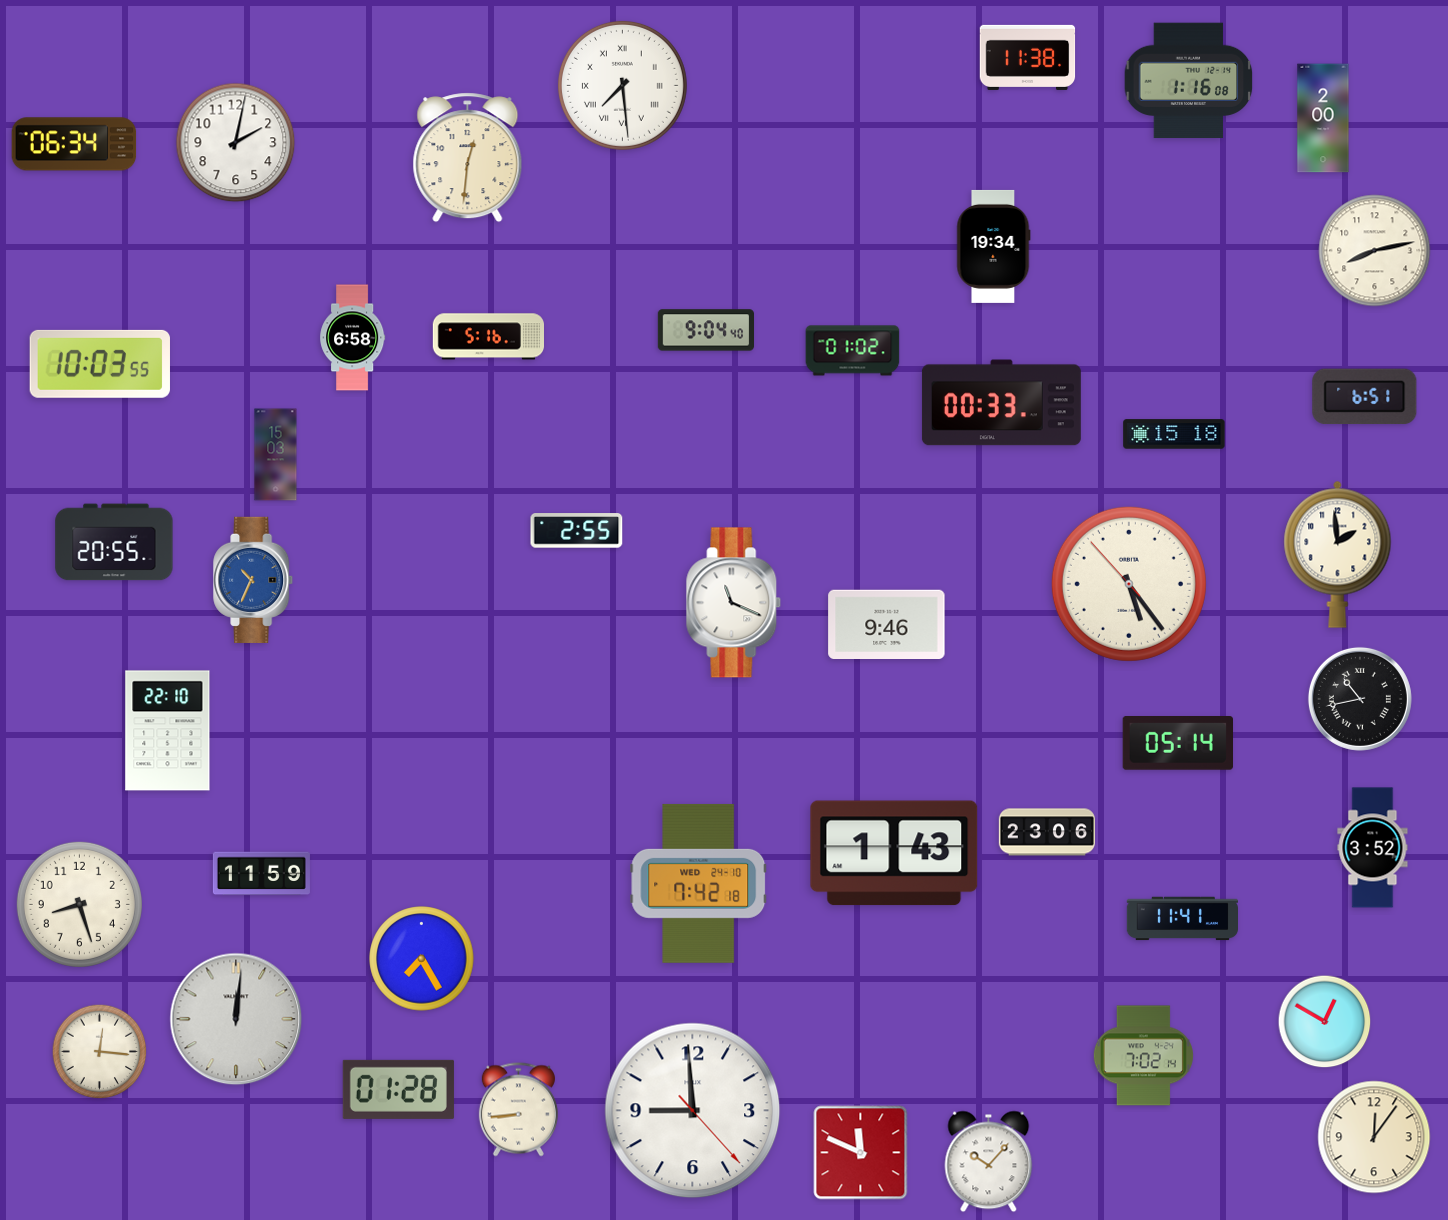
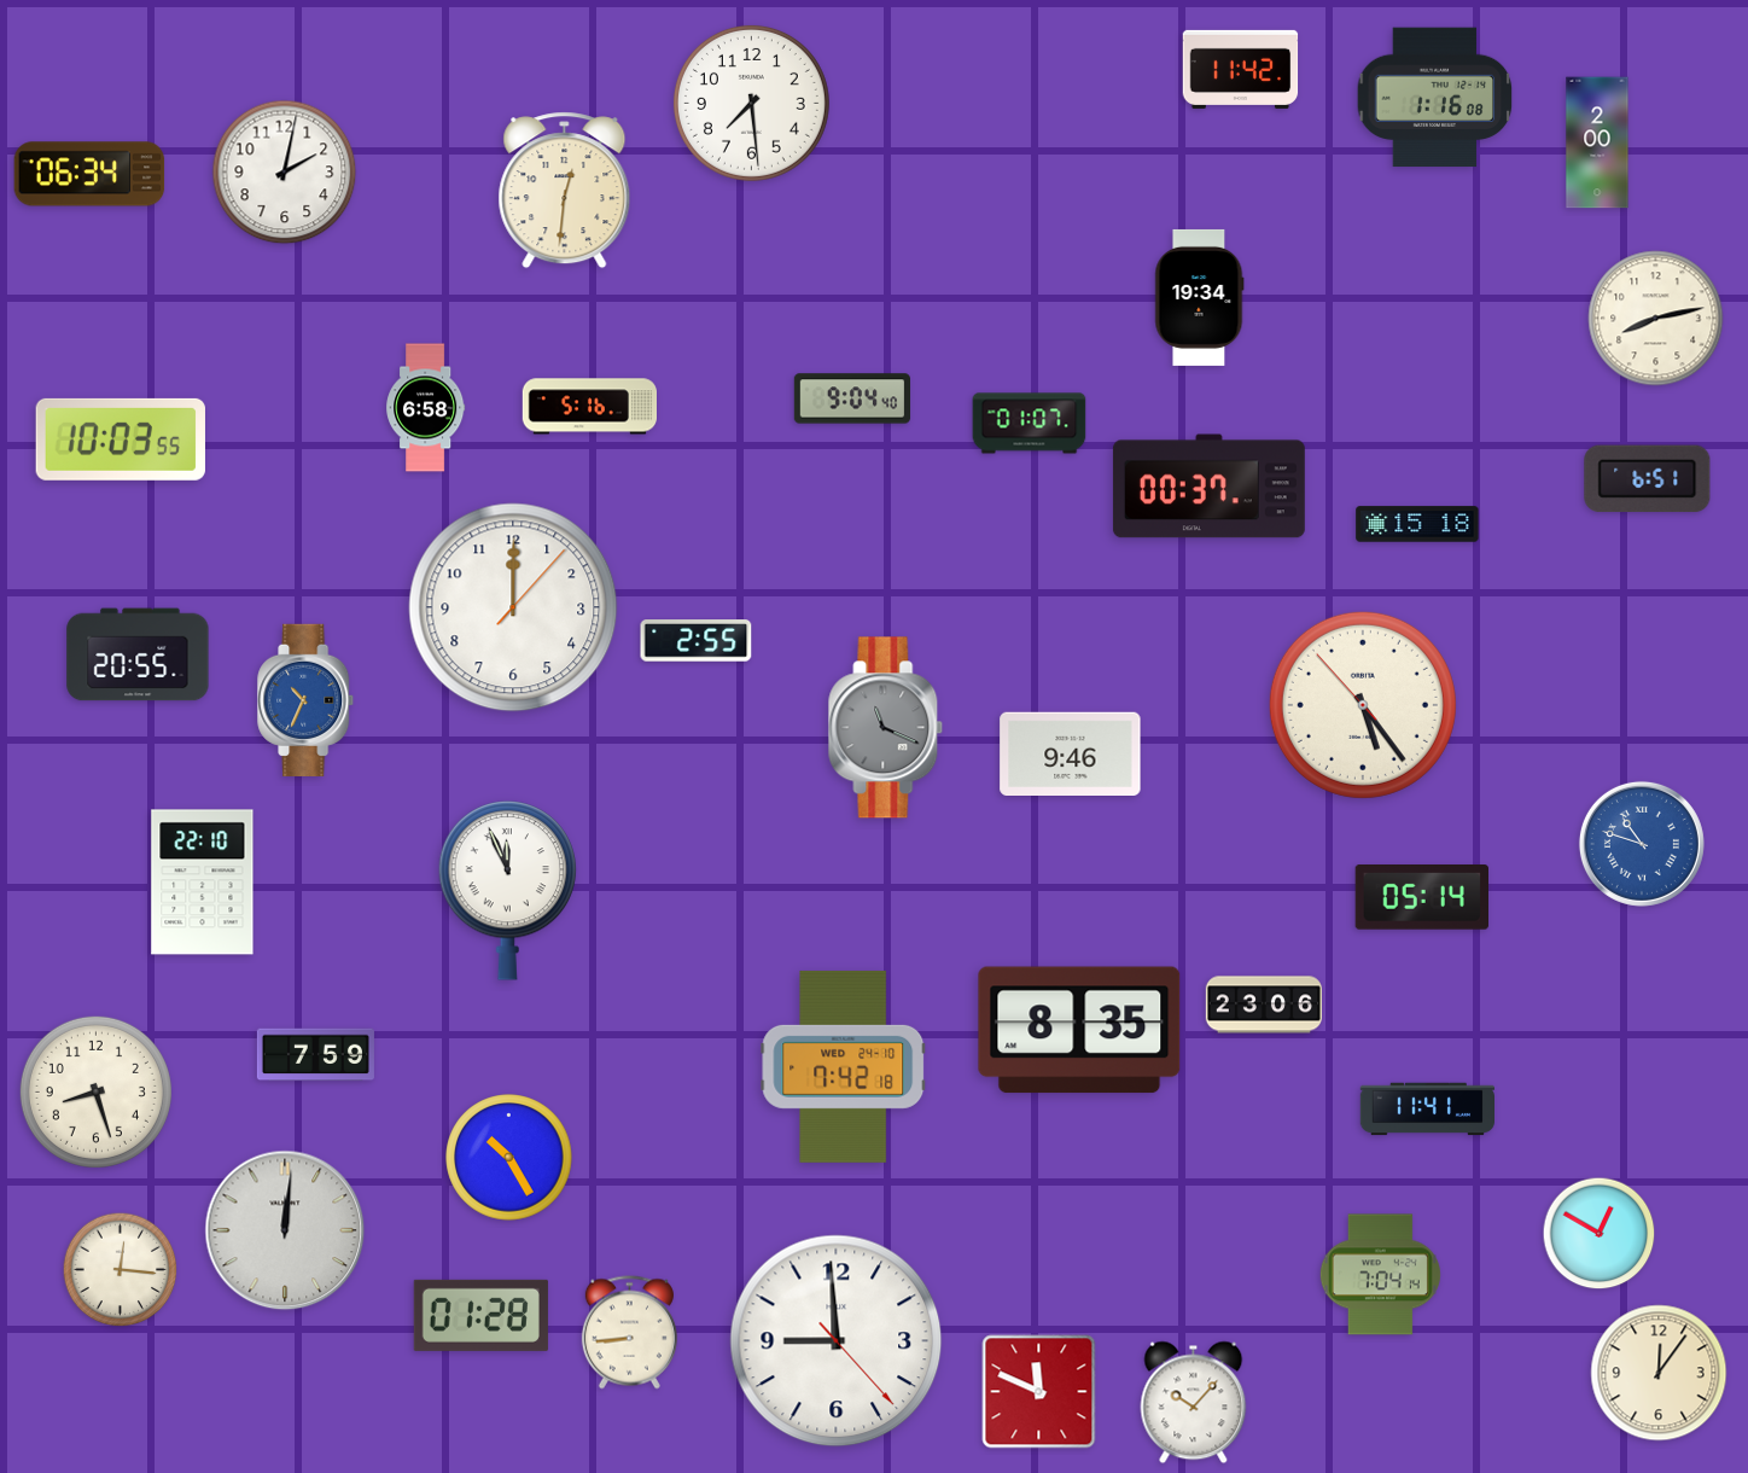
clock at (1028, 57): 11:38 -> 11:42
clock at (622, 85) numerals: Roman -> Arabic
clock at (1375, 251) position: (1375, 251) -> (1656, 319)
clock at (853, 351): 01:02 -> 01:07
clock at (1001, 403): 00:33 -> 00:37
clock at (276, 455): 15:03 -> none
clock at (513, 607): none -> 12:00
clock at (1338, 554): 1:59 -> none
clock at (734, 603) dial: white -> grey
clock at (1360, 699): 10:43 -> 10:48
clock at (1360, 699) dial: black -> blue
clock at (508, 891): none -> 11:56
clock at (1373, 848): 3:52 -> none
clock at (894, 853): 1:43 -> 8:35
clock at (261, 874): 11:59 -> 7:59
clock at (422, 959): 7:25 -> 10:25
clock at (1143, 1056): 7:02 -> 7:04
clock at (518, 1110) position: (518, 1110) -> (629, 1333)
